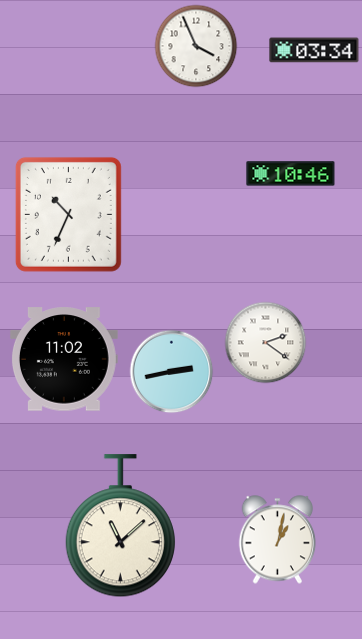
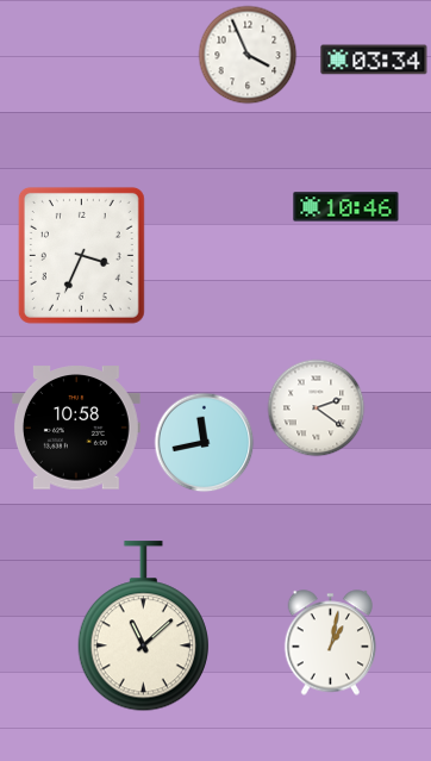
clock at (196, 46) position: (196, 46) -> (248, 55)
clock at (68, 214): 10:34 -> 3:34
clock at (64, 359): 11:02 -> 10:58
clock at (172, 372): 2:43 -> 11:43
